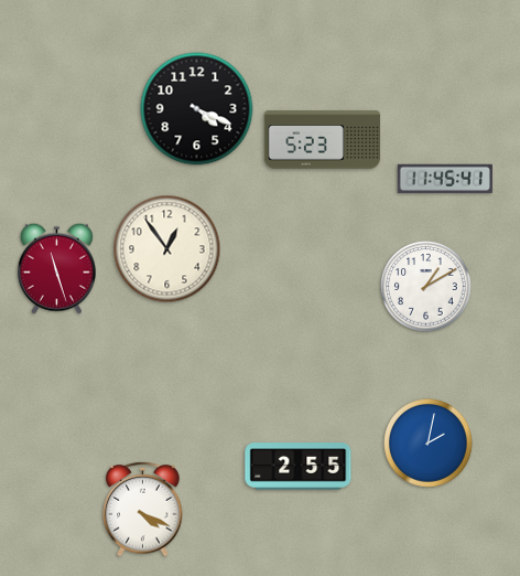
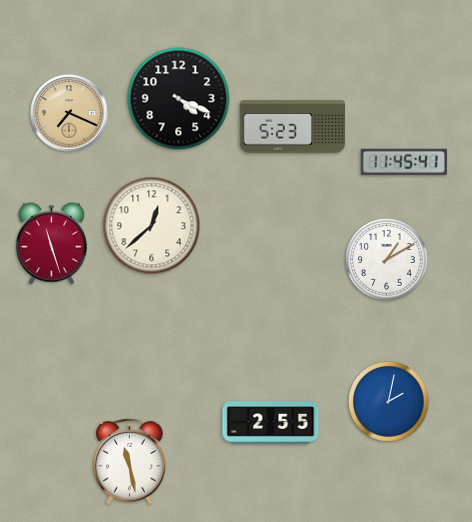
clock at (69, 113): none -> 7:19
clock at (167, 249): 12:54 -> 12:38
clock at (143, 509): 4:19 -> 11:28
